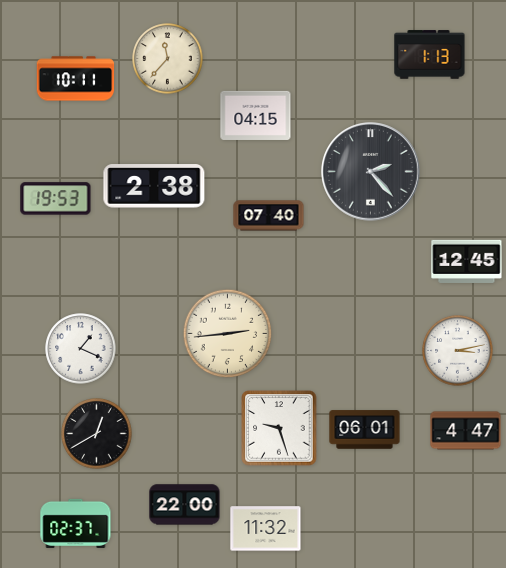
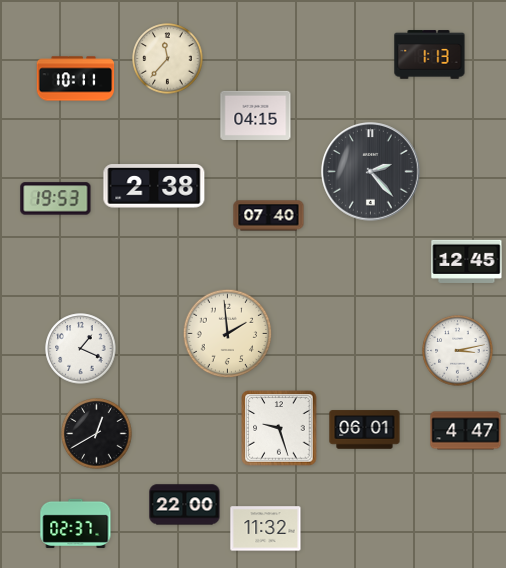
clock at (228, 334): 2:44 -> 1:59
